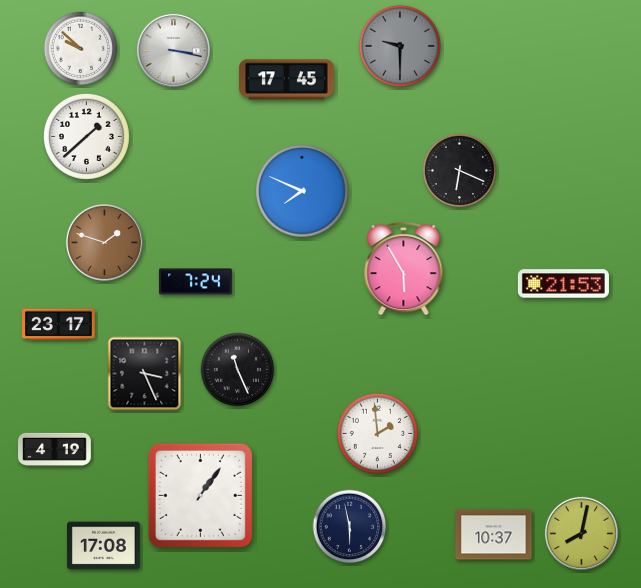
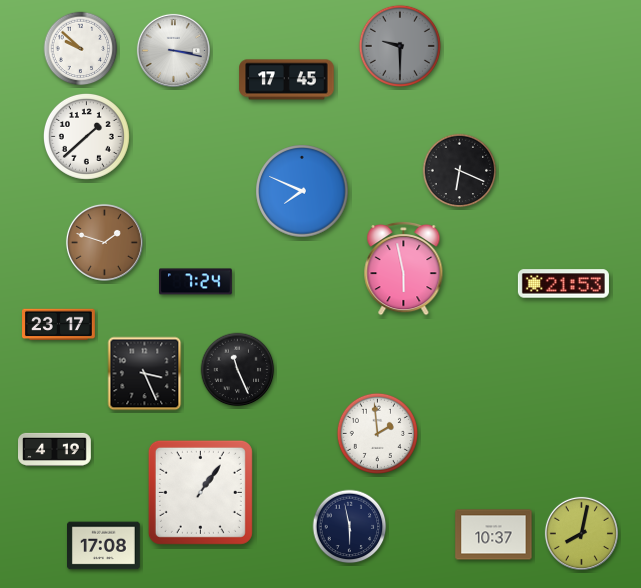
clock at (404, 268): 5:55 -> 5:58
clock at (200, 495) position: (200, 495) -> (200, 492)
